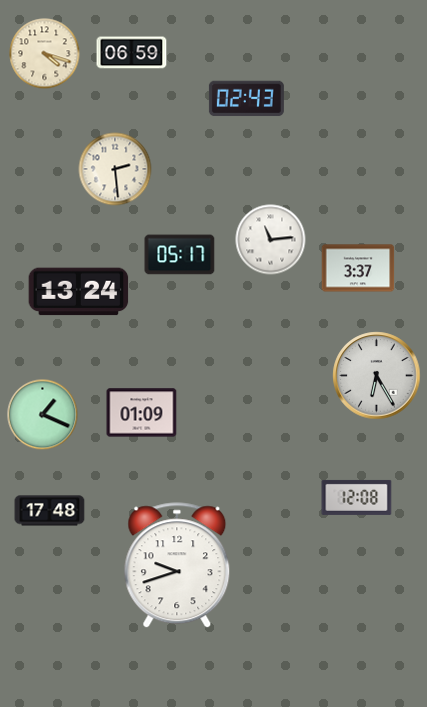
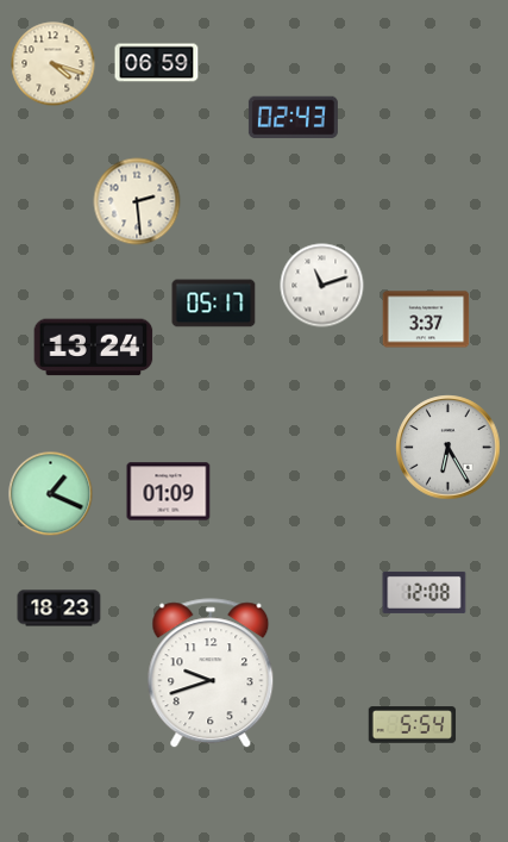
clock at (271, 240): 11:14 -> 11:12
clock at (50, 511): 17:48 -> 18:23
clock at (413, 725): none -> 5:54
